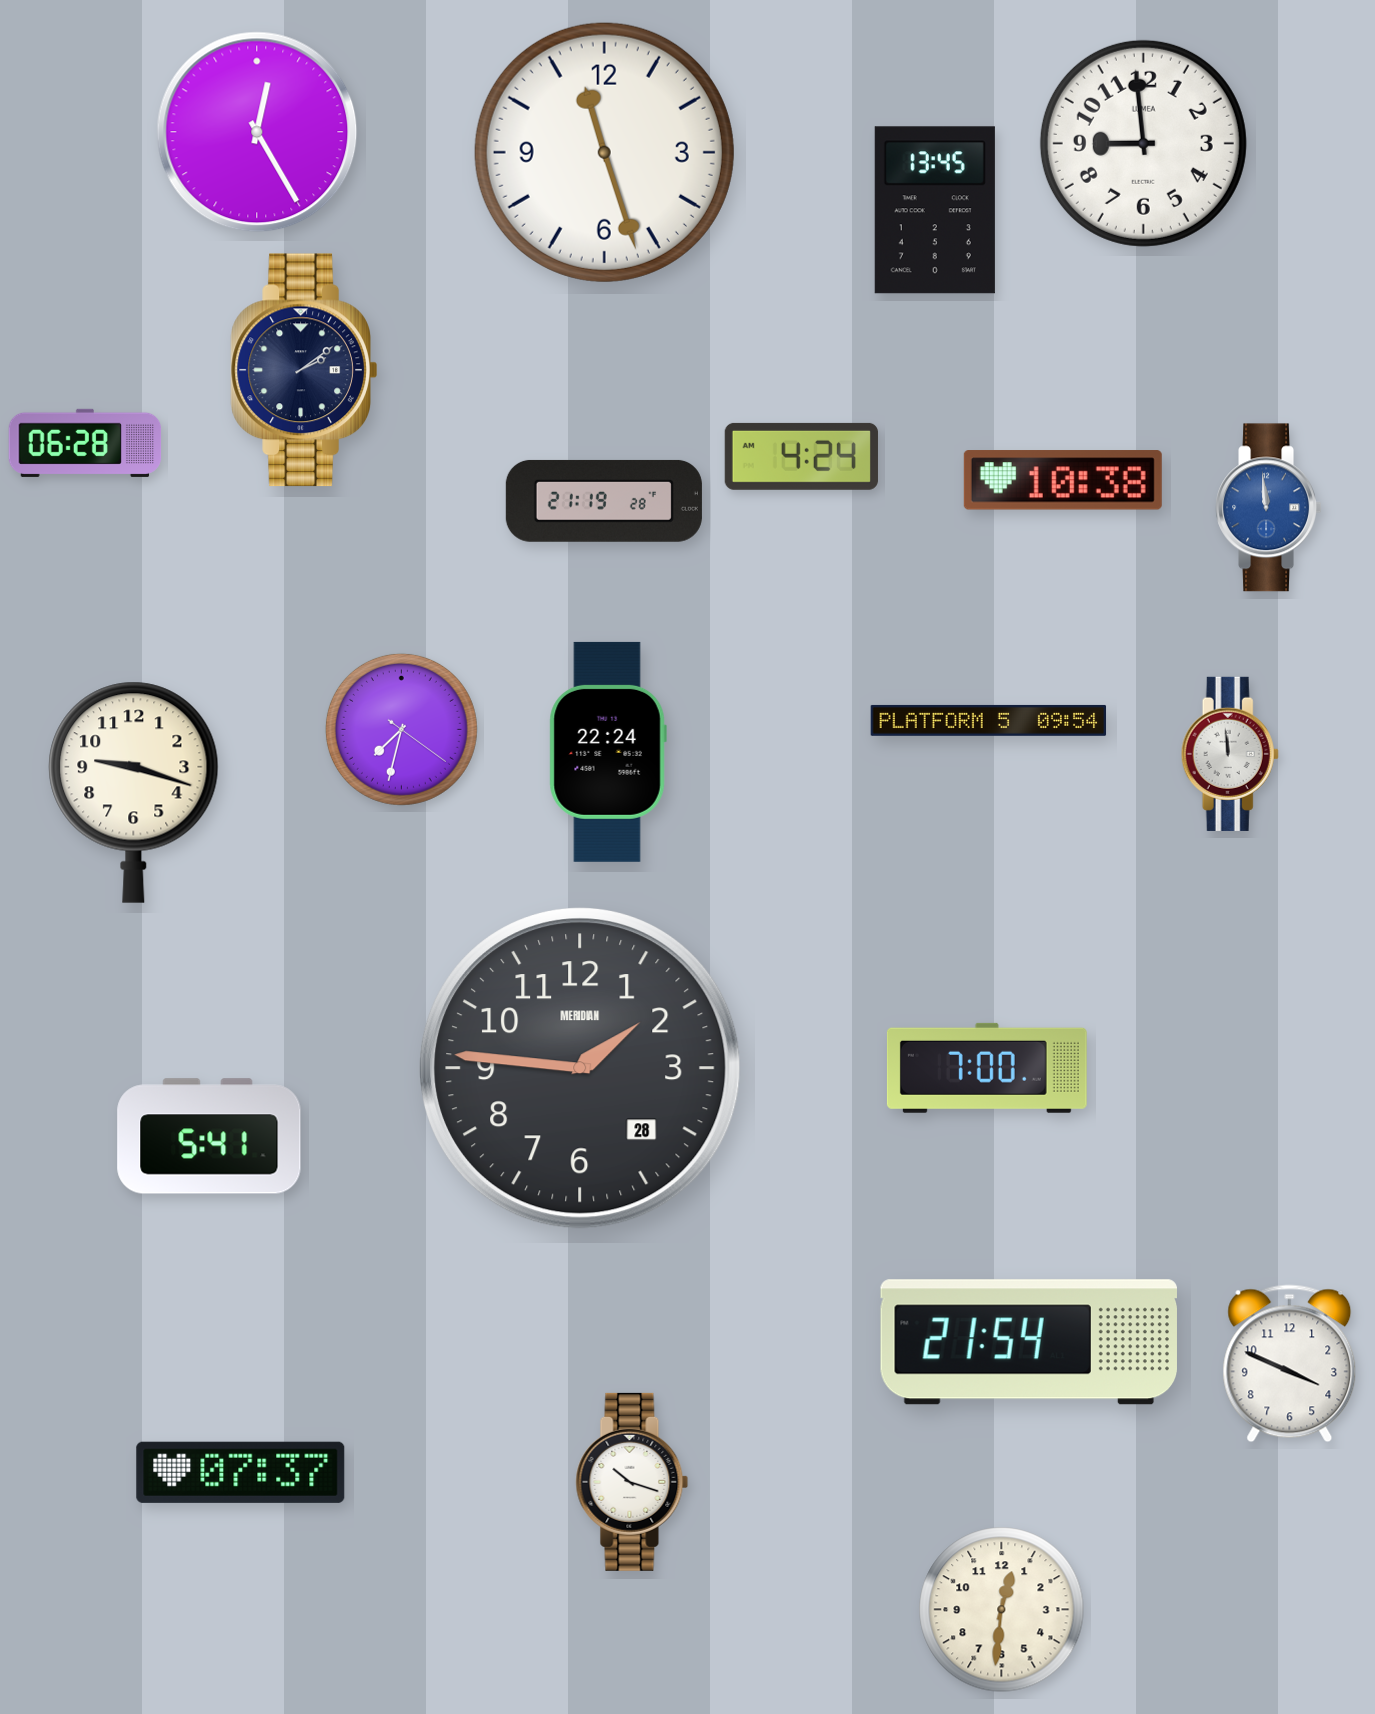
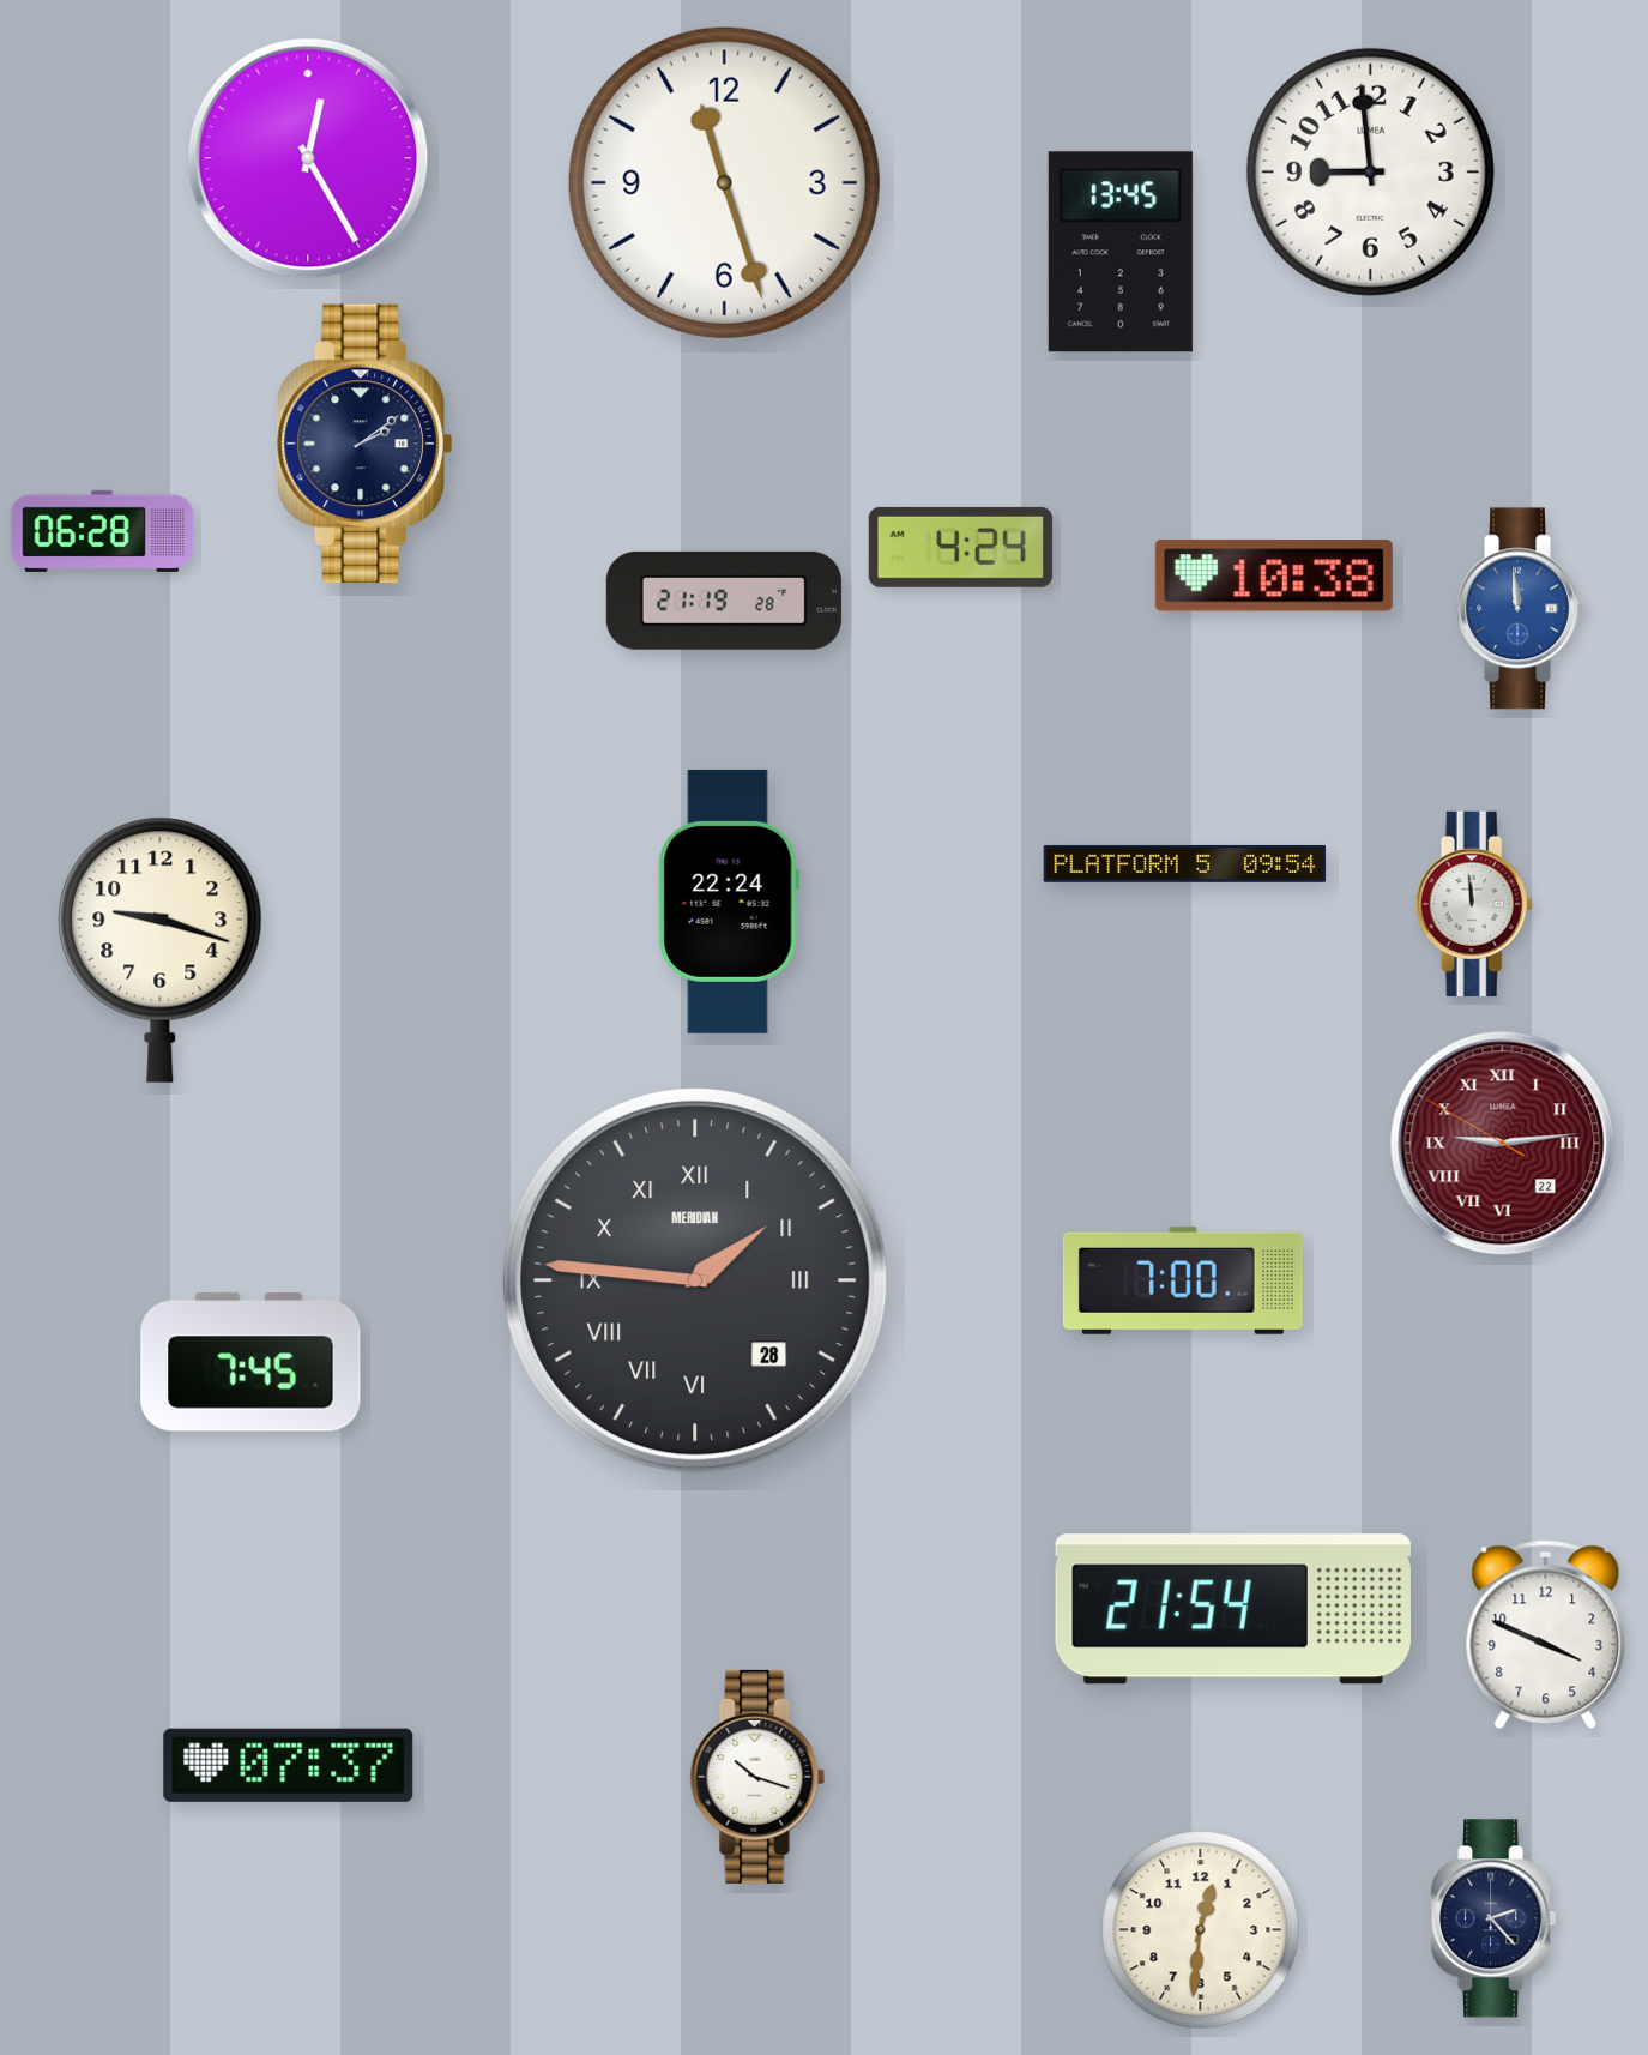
clock at (401, 729): 7:32 -> none
clock at (1503, 1144): none -> 9:13
clock at (581, 1069) numerals: Arabic -> Roman
clock at (209, 1136): 5:41 -> 7:45
clock at (1493, 1918): none -> 2:23
